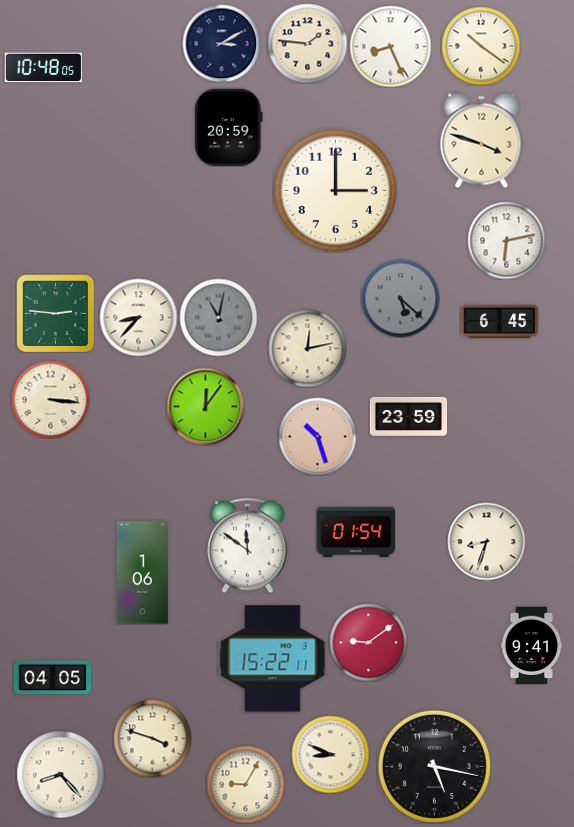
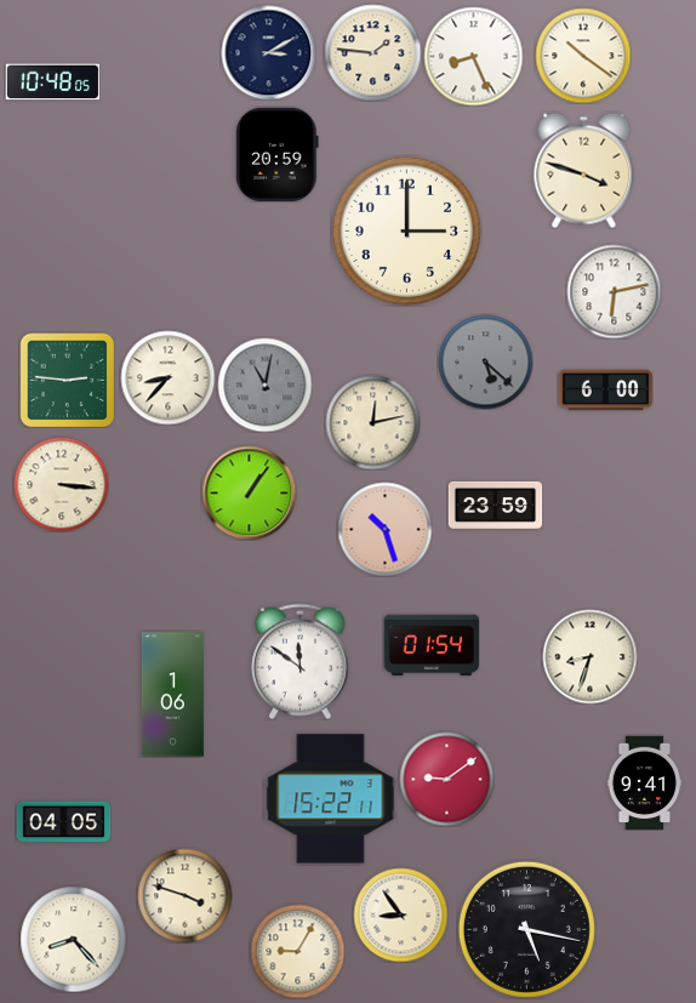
clock at (138, 317) position: (138, 317) -> (167, 377)
clock at (499, 322): 6:45 -> 6:00
clock at (205, 406): 12:06 -> 1:06
clock at (330, 754): 8:49 -> 8:54
